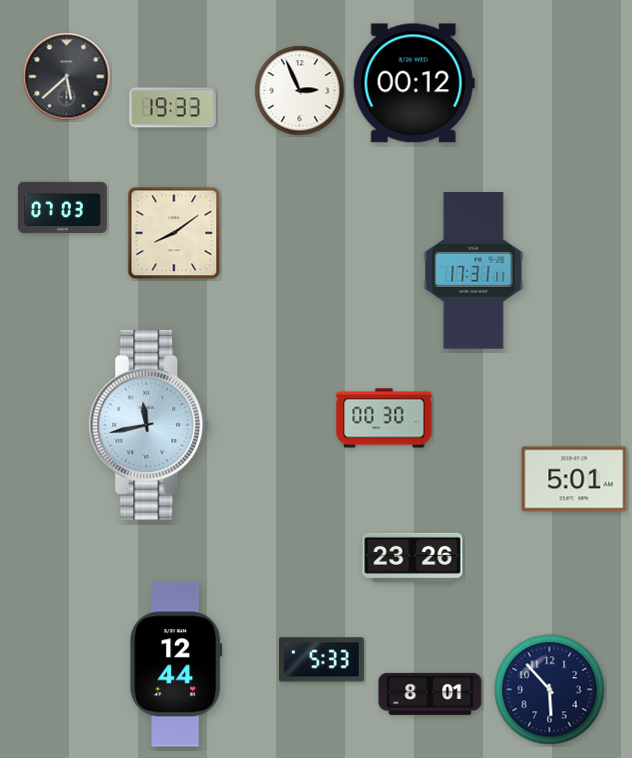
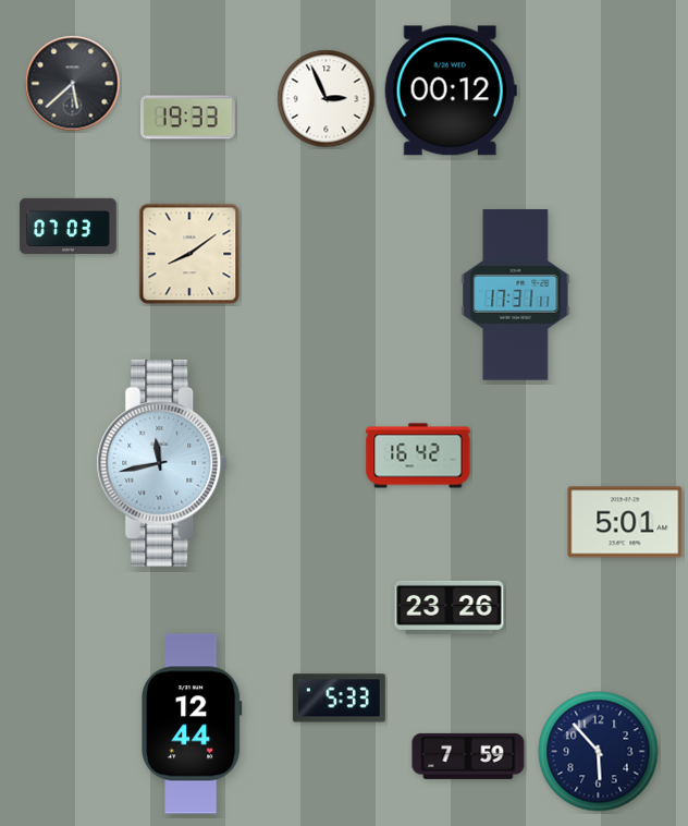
clock at (384, 418): 00:30 -> 16:42
clock at (321, 660) position: (321, 660) -> (339, 699)
clock at (430, 694): 8:01 -> 7:59
